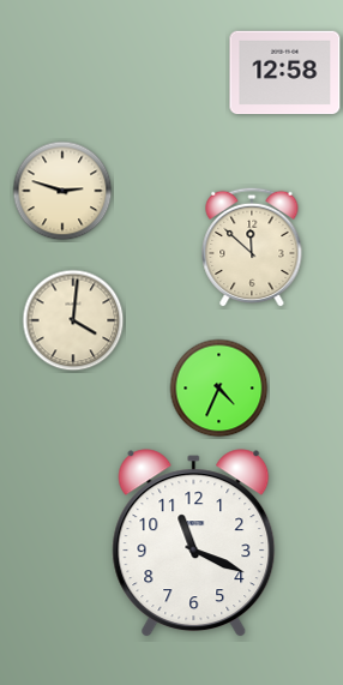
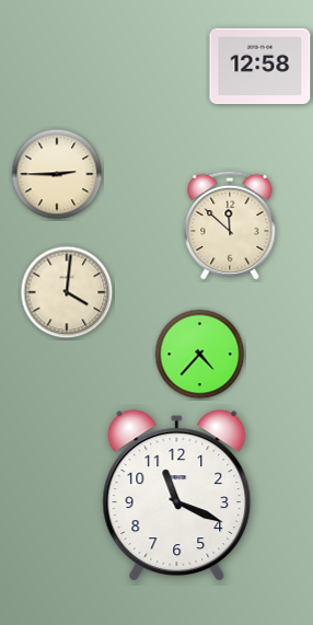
clock at (62, 191): 2:48 -> 2:45
clock at (219, 389): 4:34 -> 4:37
